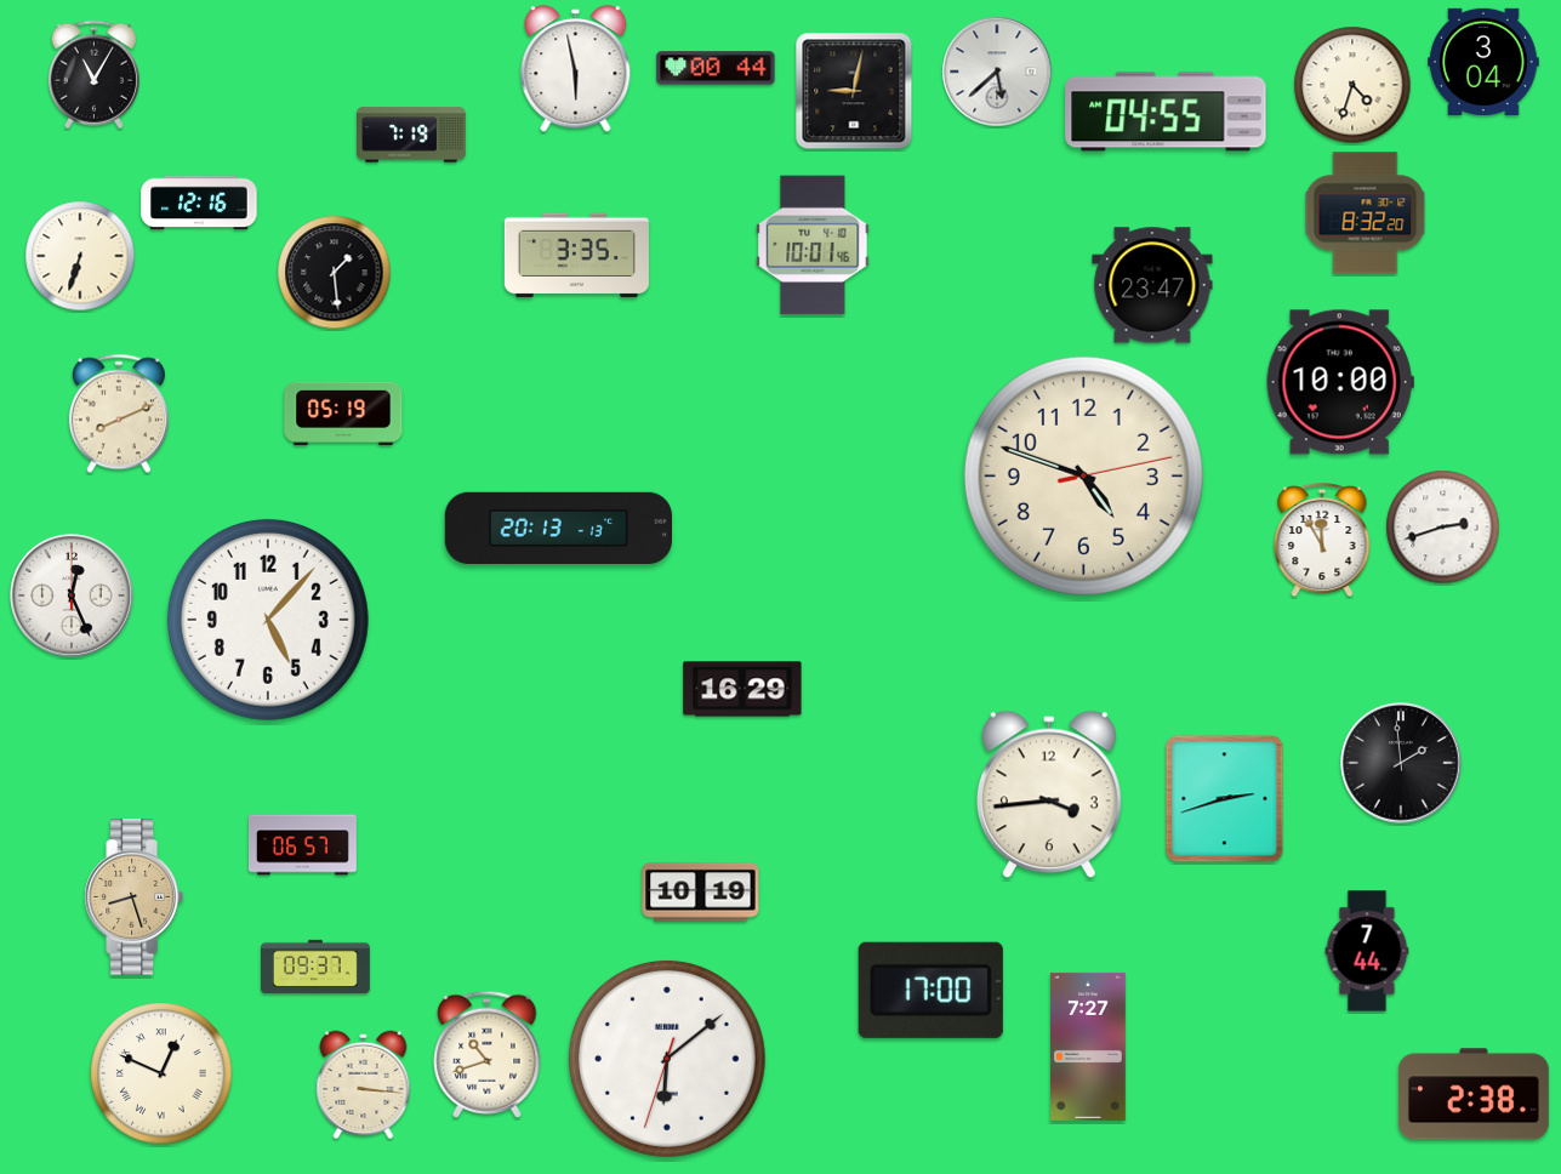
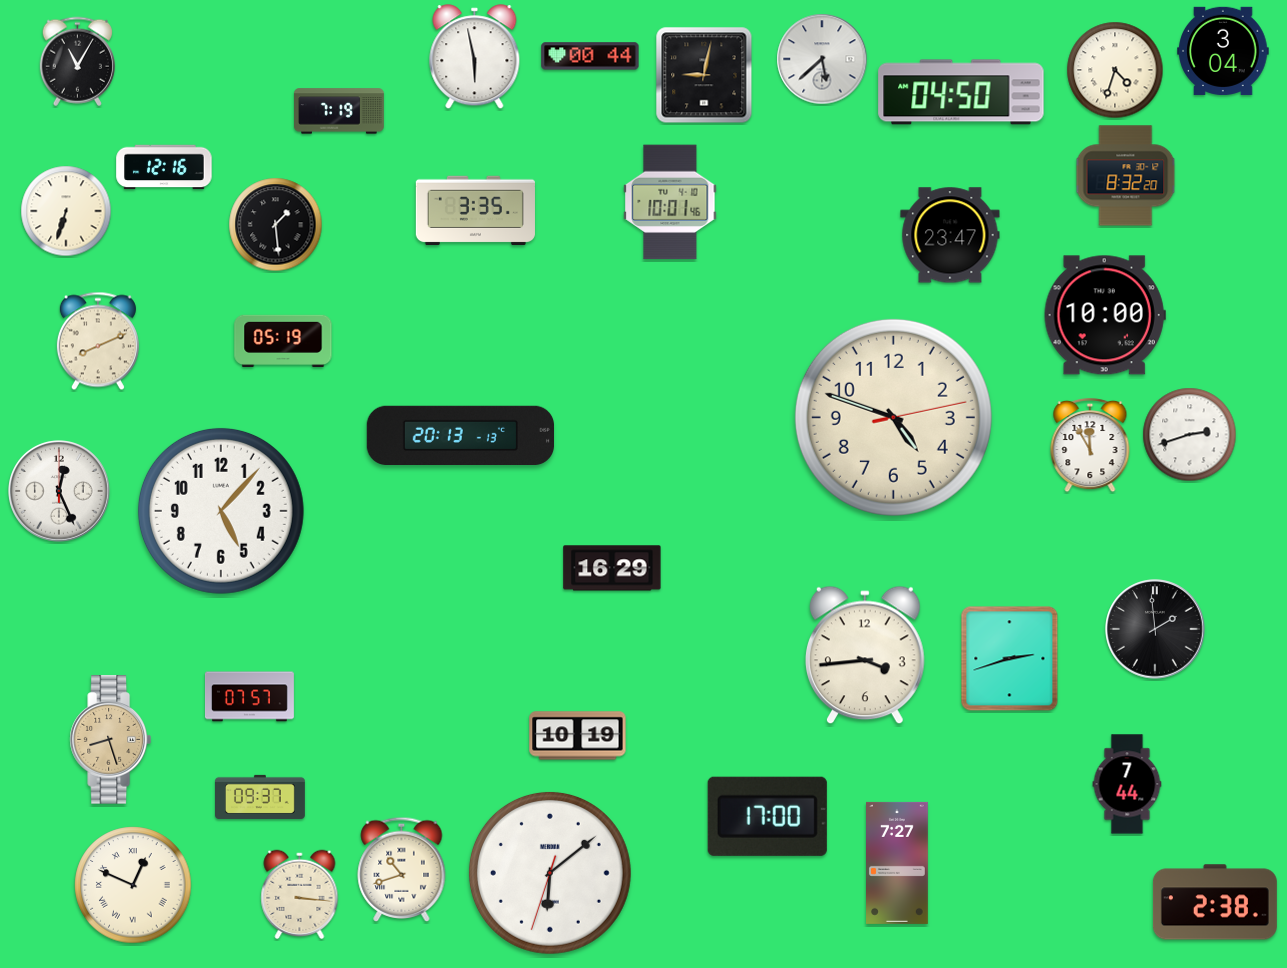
clock at (1166, 112): 04:55 -> 04:50
clock at (1083, 475) position: (1083, 475) -> (893, 417)
clock at (302, 845): 06:57 -> 07:57
